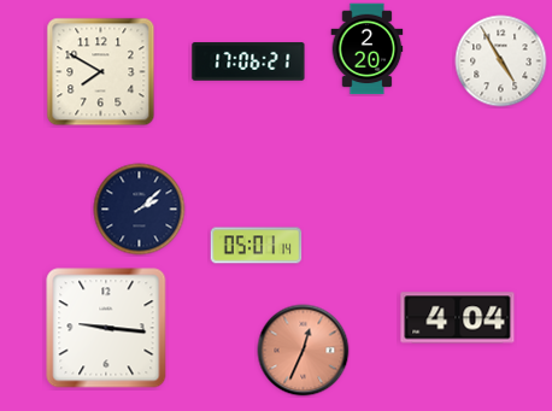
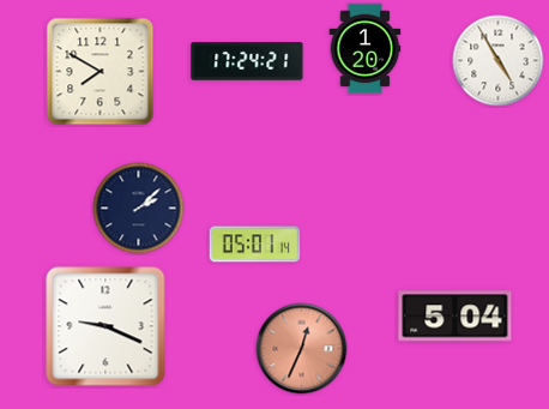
clock at (368, 49): 2:20 -> 1:20
clock at (248, 61): 17:06 -> 17:24
clock at (458, 318): 4:04 -> 5:04
clock at (106, 328): 9:16 -> 9:19
